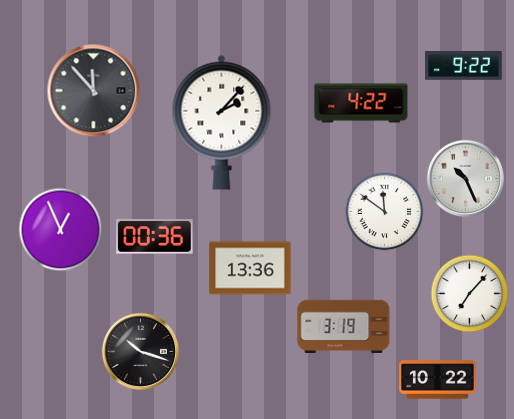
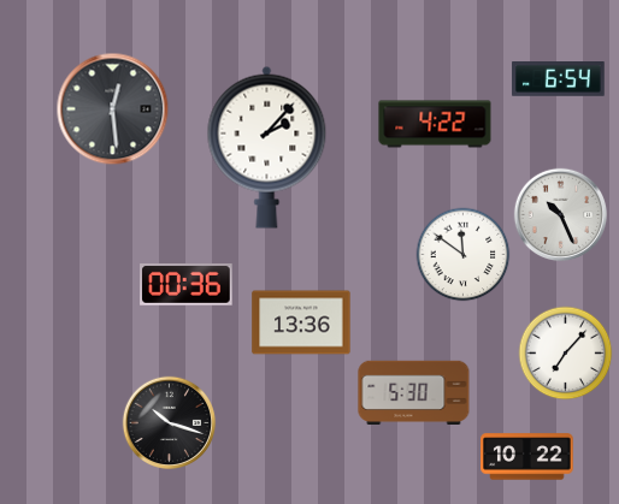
clock at (464, 66): 9:22 -> 6:54
clock at (93, 90): 11:53 -> 12:29
clock at (60, 229): 12:56 -> none
clock at (344, 327): 3:19 -> 5:30
